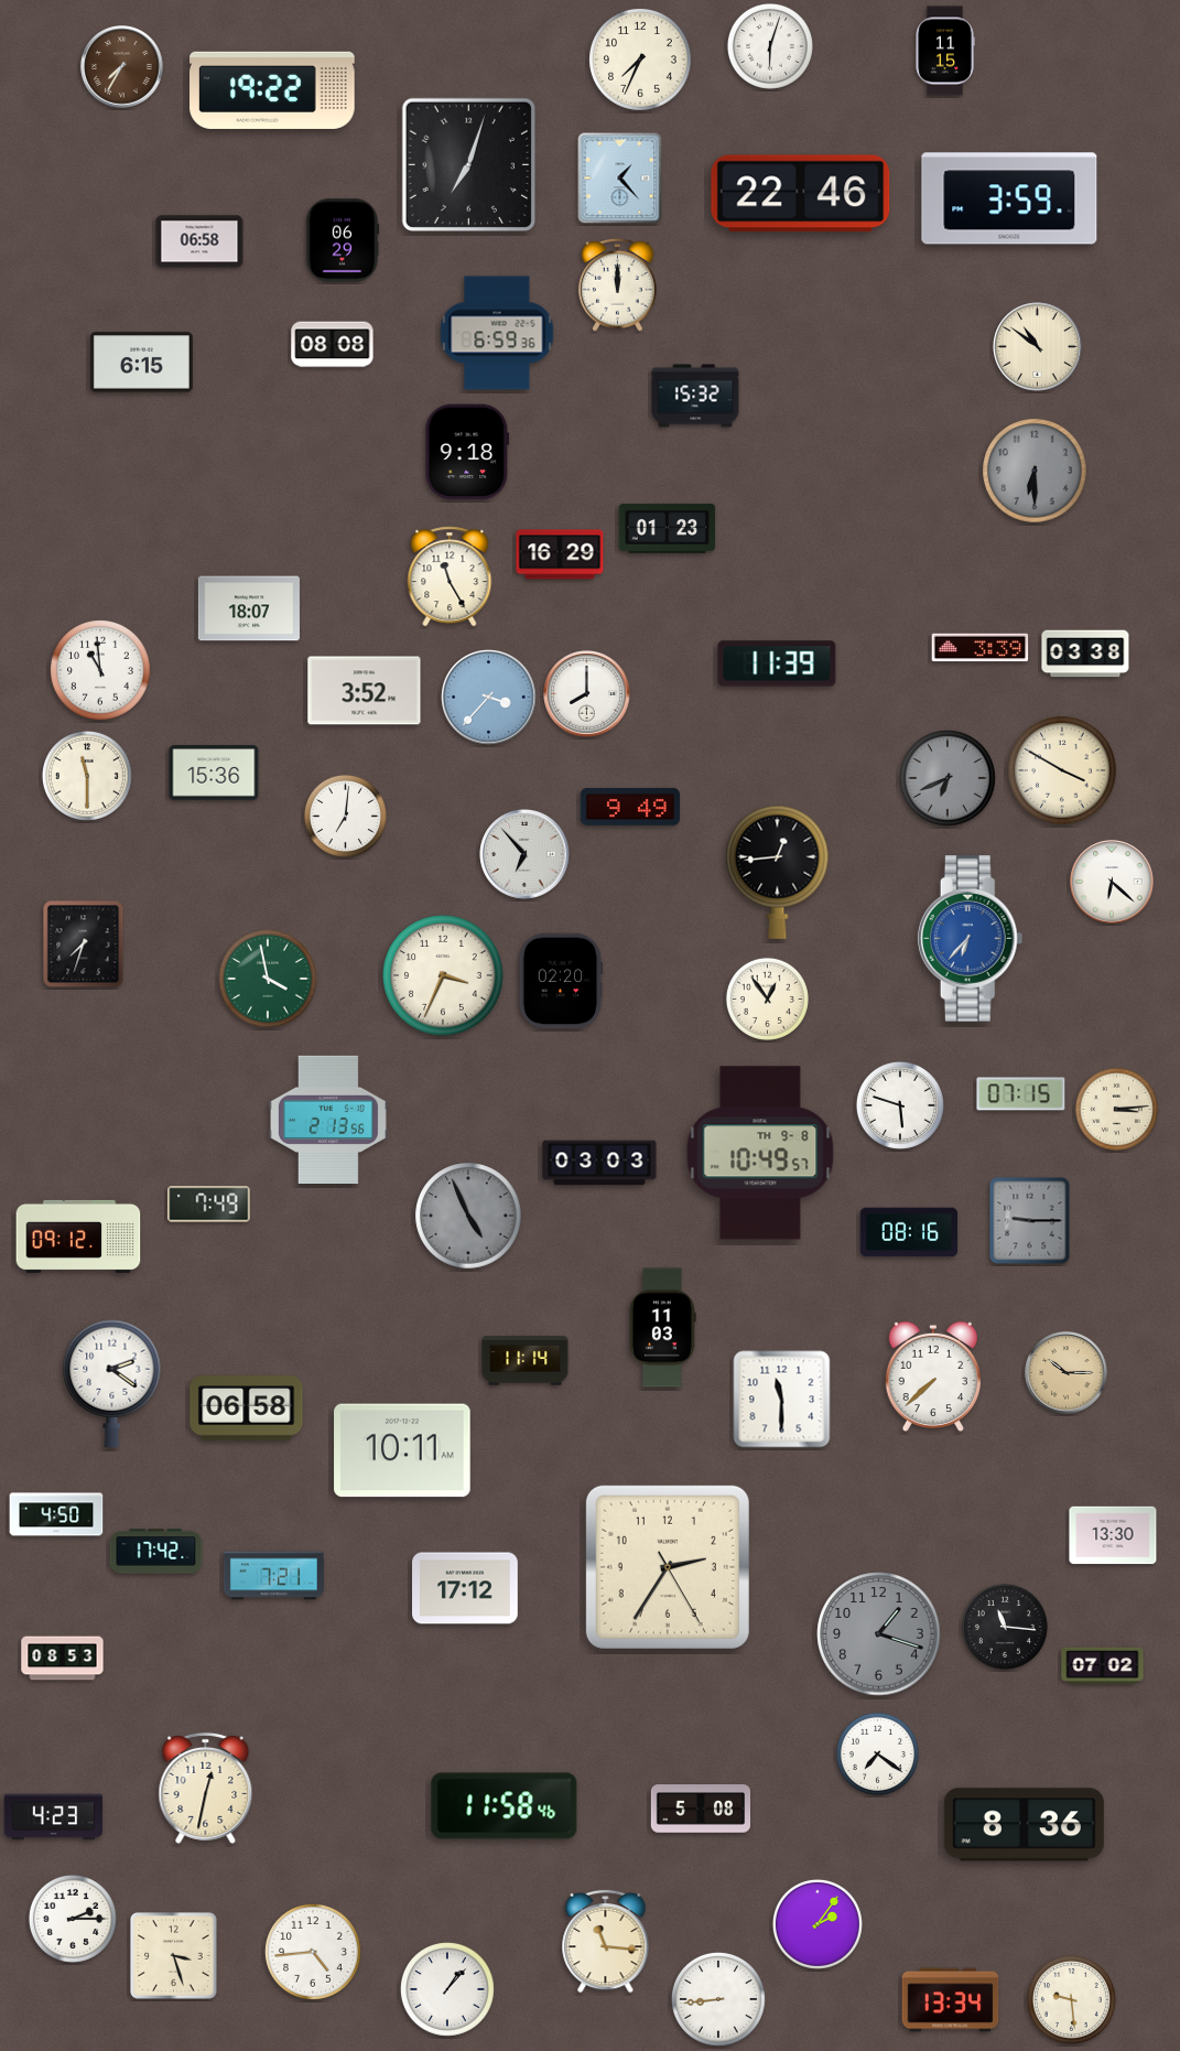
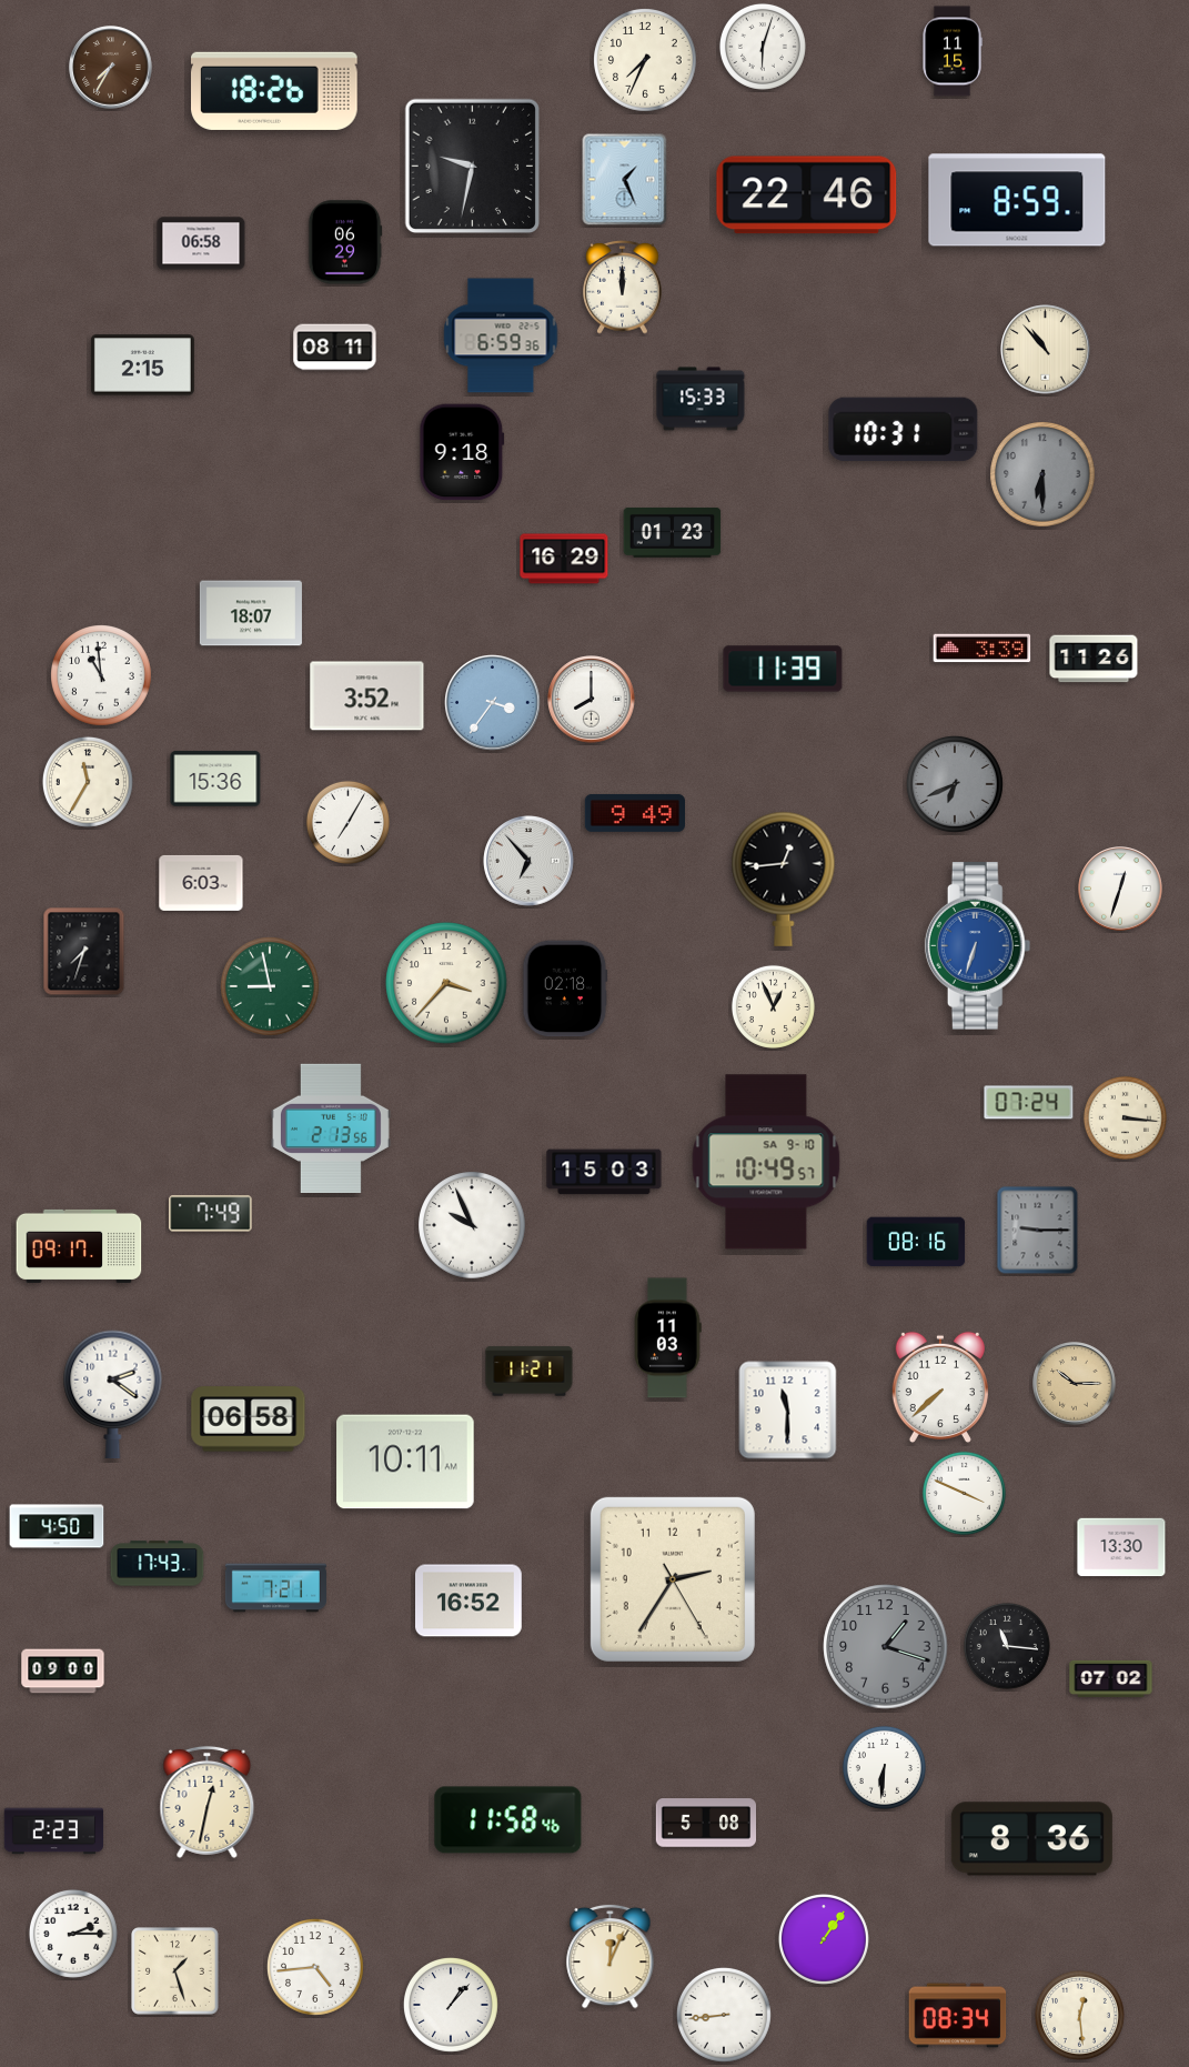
clock at (770, 46) position: (770, 46) -> (763, 47)
clock at (122, 67) position: (122, 67) -> (111, 68)
clock at (273, 90): 19:22 -> 18:26
clock at (468, 164): 7:03 -> 9:32
clock at (620, 179): 1:23 -> 1:26
clock at (1009, 198): 3:59 -> 8:59
clock at (333, 345): 08:08 -> 08:11
clock at (1038, 347): 10:51 -> 10:53
clock at (141, 363): 6:15 -> 2:15
clock at (695, 396): 15:32 -> 15:33
clock at (904, 430): none -> 10:31
clock at (467, 452) position: (467, 452) -> (462, 452)
clock at (450, 576): 11:25 -> none
clock at (981, 648) position: (981, 648) -> (983, 649)
clock at (1085, 654): 03:38 -> 11:26
clock at (489, 698): 3:37 -> 3:36
clock at (1062, 770): 3:50 -> none
clock at (87, 776): 11:30 -> 11:35
clock at (345, 816): 7:01 -> 7:05
clock at (201, 883): none -> 6:03
clock at (1112, 882): 6:22 -> 12:33
clock at (971, 939): 6:37 -> 6:33
clock at (443, 975): 3:34 -> 3:37
clock at (269, 980): 3:58 -> 8:58
clock at (561, 981): 02:20 -> 02:18
clock at (767, 998): 12:54 -> 12:56
clock at (1021, 1094): 07:15 -> 07:24
clock at (900, 1105): 5:48 -> none
clock at (1116, 1109): 3:14 -> 3:16
clock at (760, 1153) date: TH 9-8 -> SA 9-10
clock at (599, 1163): 03:03 -> 15:03
clock at (468, 1216): 4:56 -> 9:56
clock at (468, 1216) dial: grey -> white
clock at (78, 1237): 09:12 -> 09:17
clock at (526, 1361): 11:14 -> 11:21
clock at (964, 1493): none -> 3:49
clock at (156, 1552): 17:42 -> 17:43
clock at (466, 1588): 17:12 -> 16:52
clock at (1005, 1627) position: (1005, 1627) -> (1007, 1646)
clock at (63, 1659): 08:53 -> 09:00
clock at (877, 1753): 7:21 -> 6:31
clock at (54, 1817): 4:23 -> 2:23
clock at (818, 1924): 2:06 -> 1:06
clock at (606, 1941): 11:16 -> 12:04
clock at (174, 1956): 3:27 -> 1:27
clock at (1071, 1999): 9:29 -> 12:29
clock at (951, 2000): 13:34 -> 08:34
